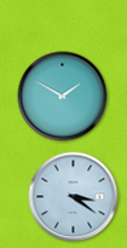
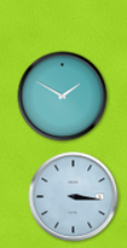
clock at (74, 197): 3:21 -> 3:16
